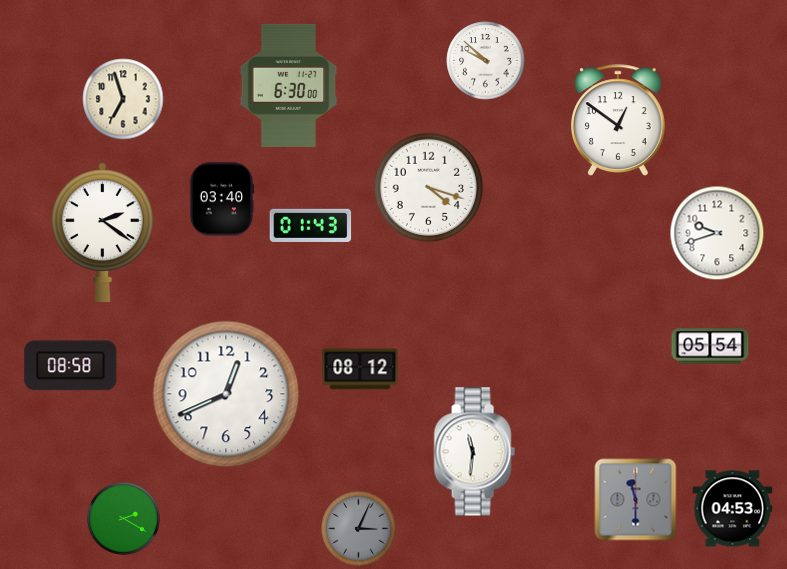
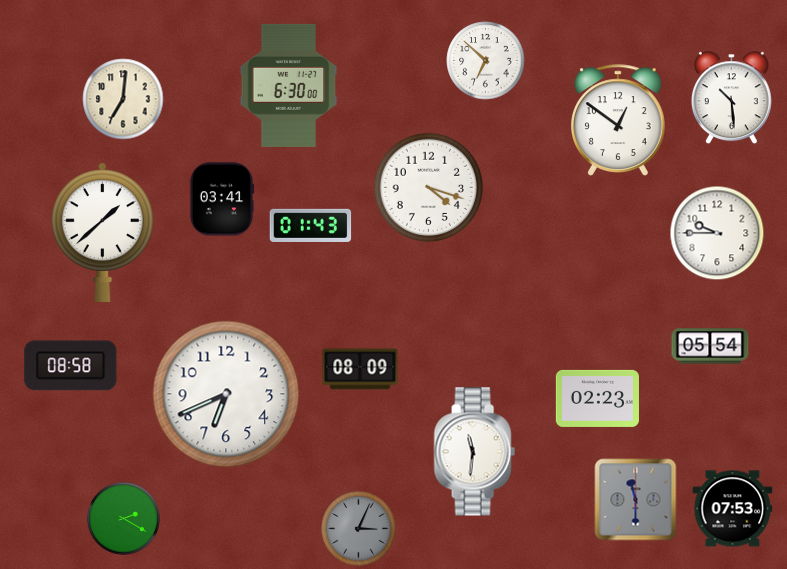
clock at (486, 61): 9:52 -> 6:52
clock at (731, 98): none -> 10:29
clock at (123, 99): 6:57 -> 7:01
clock at (222, 199): 03:40 -> 03:41
clock at (102, 232): 2:21 -> 1:38
clock at (717, 233): 9:42 -> 9:45
clock at (360, 369): 08:12 -> 08:09
clock at (226, 394): 12:41 -> 6:41
clock at (597, 398): none -> 02:23
clock at (733, 509): 04:53 -> 07:53
